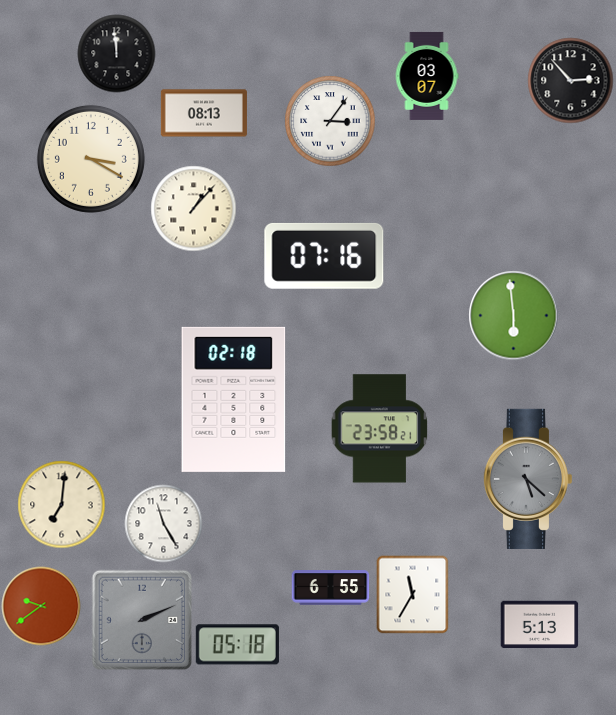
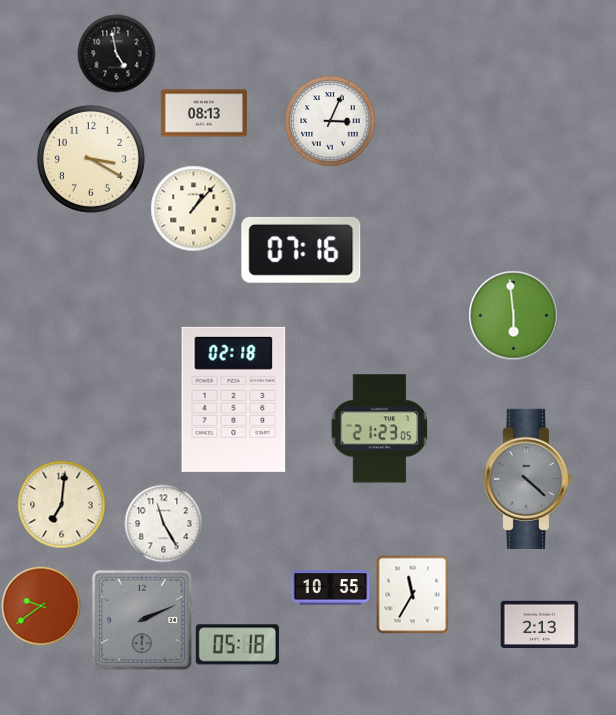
clock at (116, 53): 11:59 -> 4:58
clock at (427, 76): 03:07 -> none
clock at (570, 80): 2:53 -> none
clock at (330, 121): 3:06 -> 3:04
clock at (324, 256) position: (324, 256) -> (301, 250)
clock at (380, 429): 23:58 -> 21:23
clock at (527, 479): 5:22 -> 4:22
clock at (330, 588): 6:55 -> 10:55
clock at (539, 625): 5:13 -> 2:13
